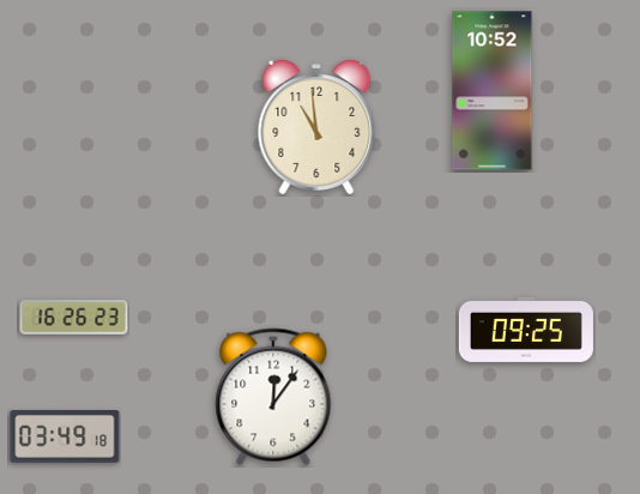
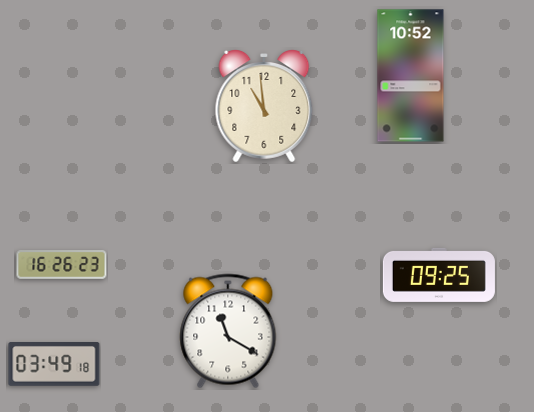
clock at (273, 397): 12:06 -> 11:20
